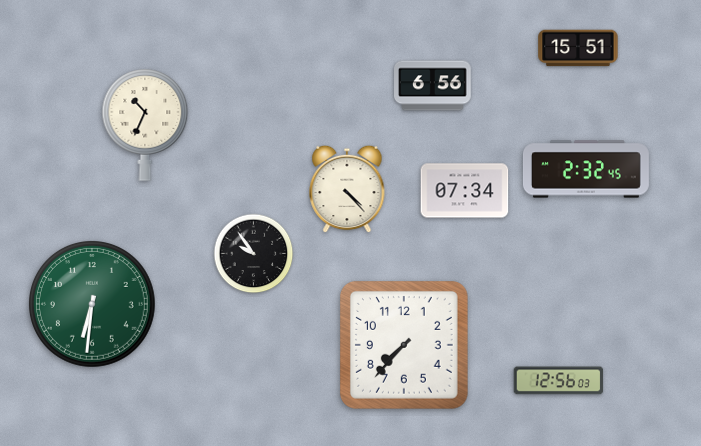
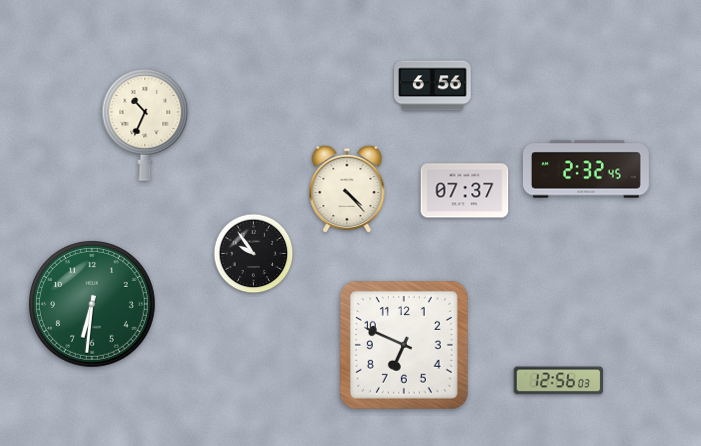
clock at (578, 48): 15:51 -> none
clock at (465, 191): 07:34 -> 07:37
clock at (404, 345): 7:37 -> 6:49
